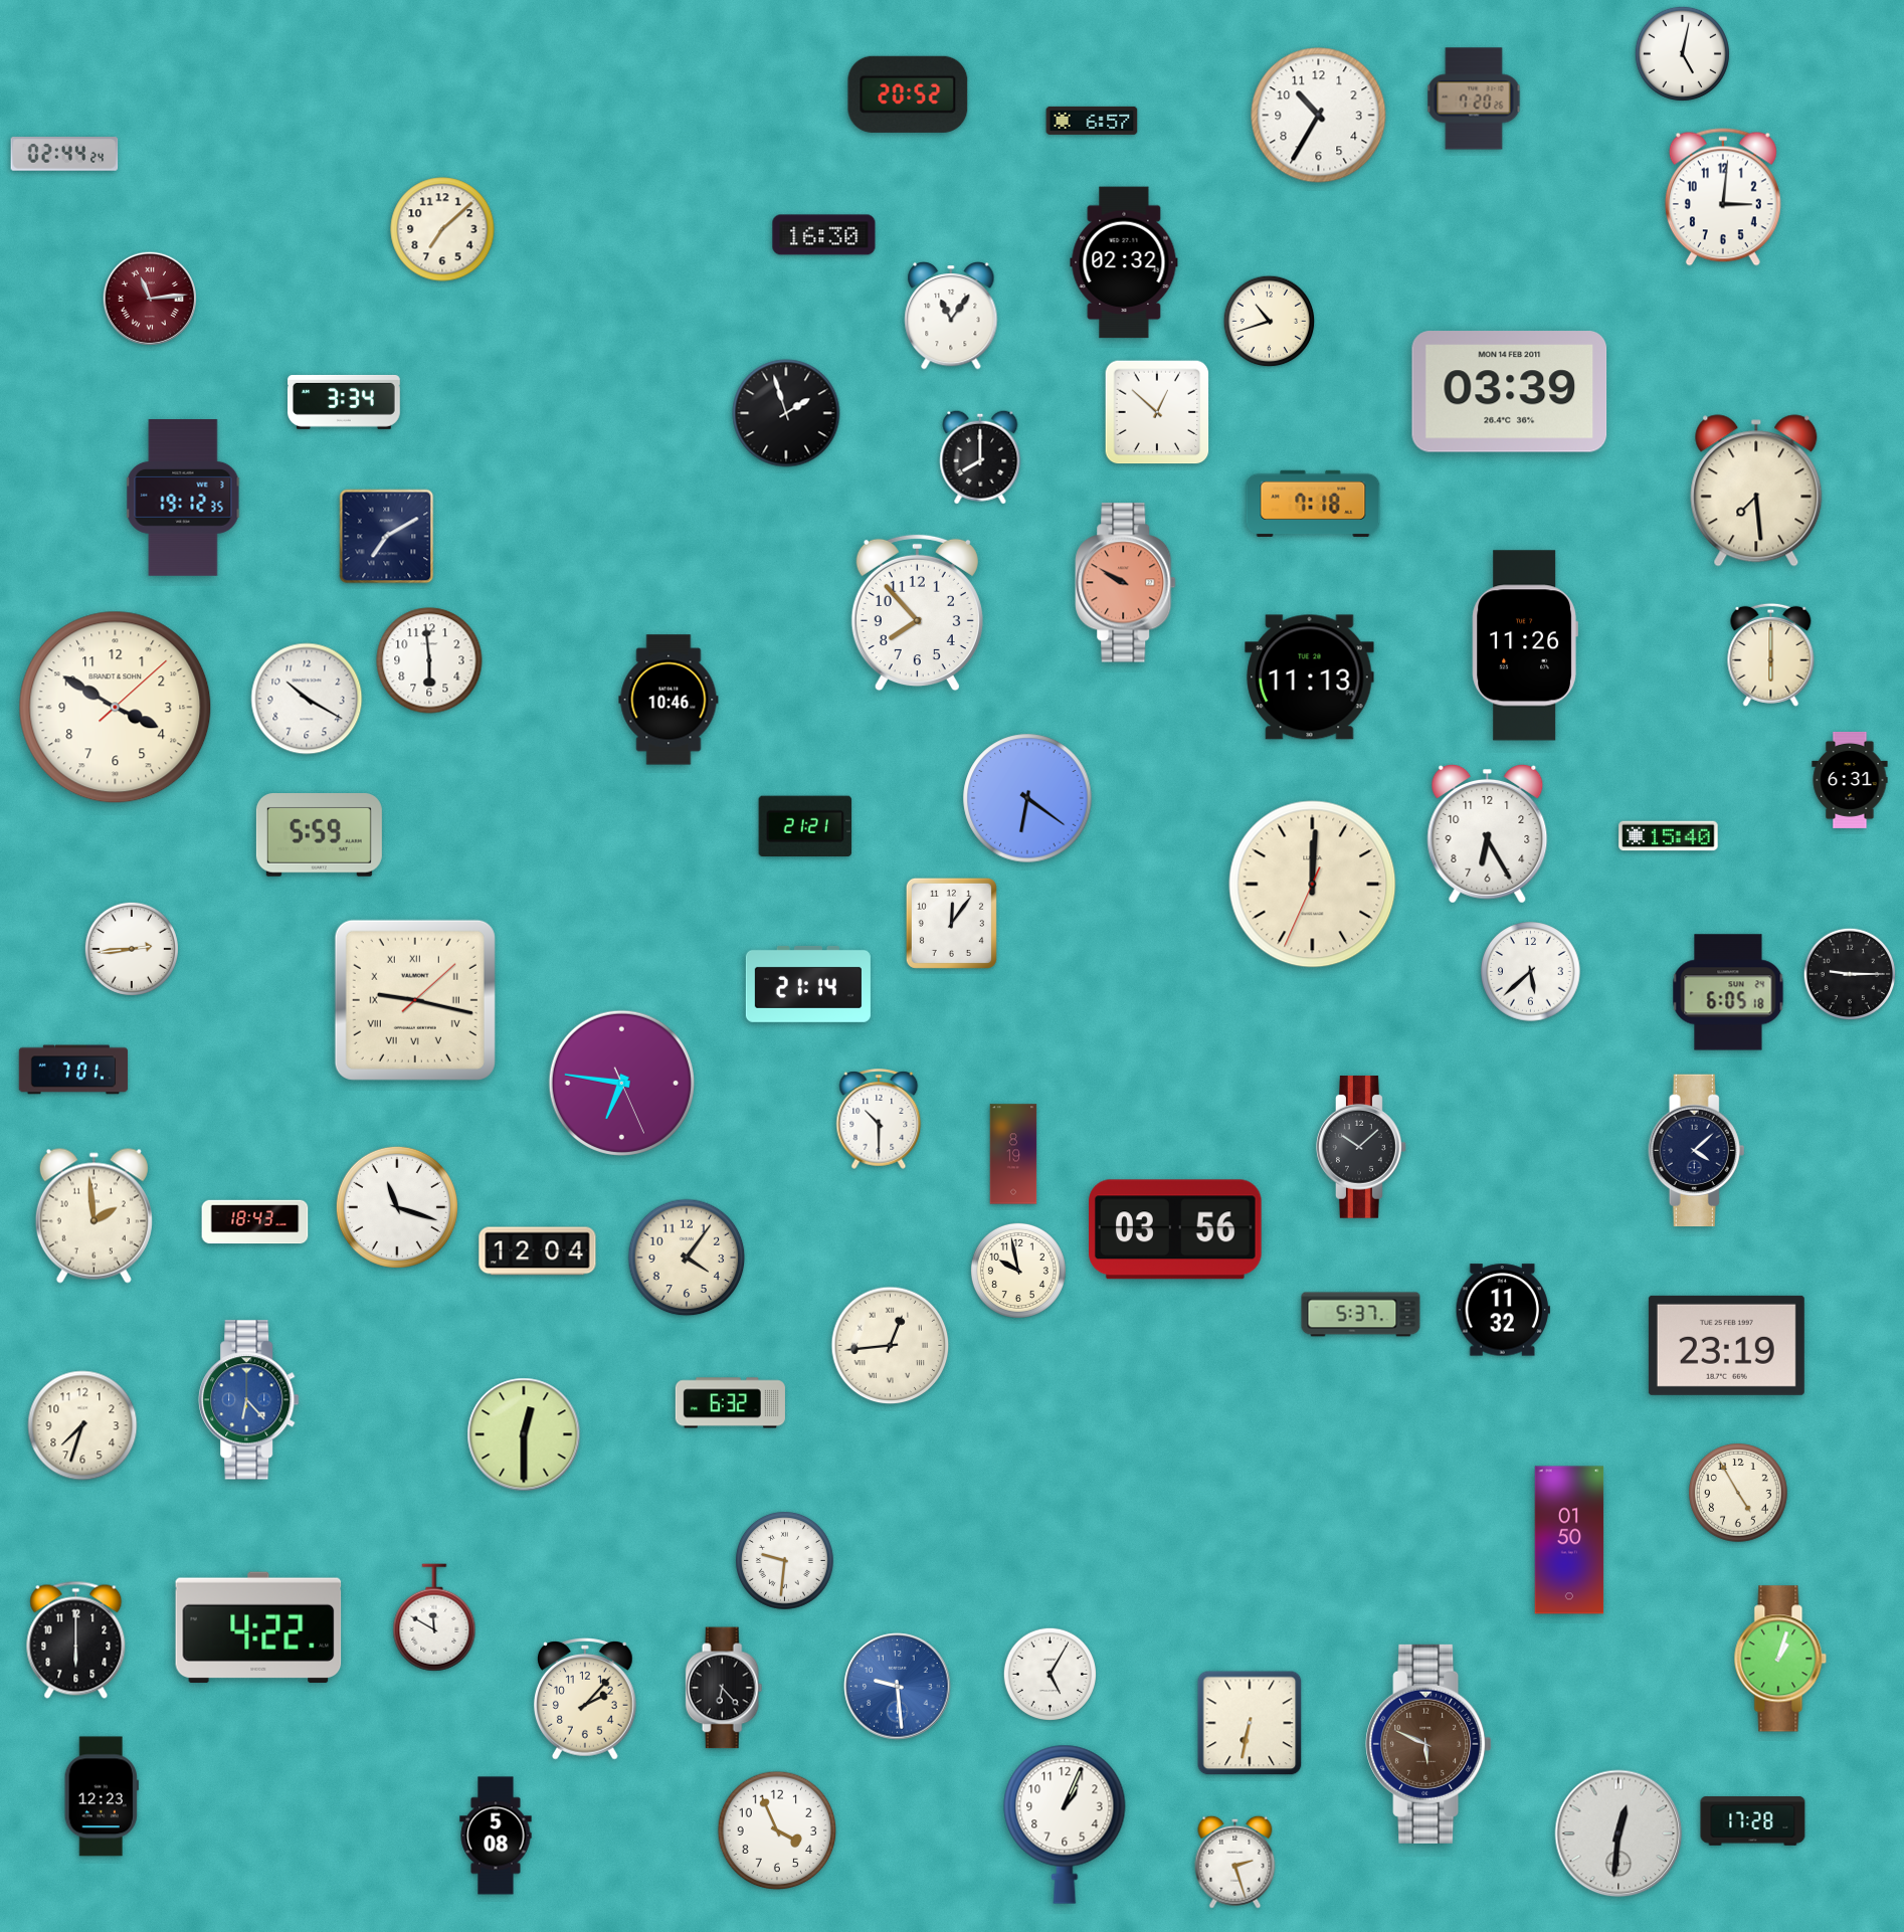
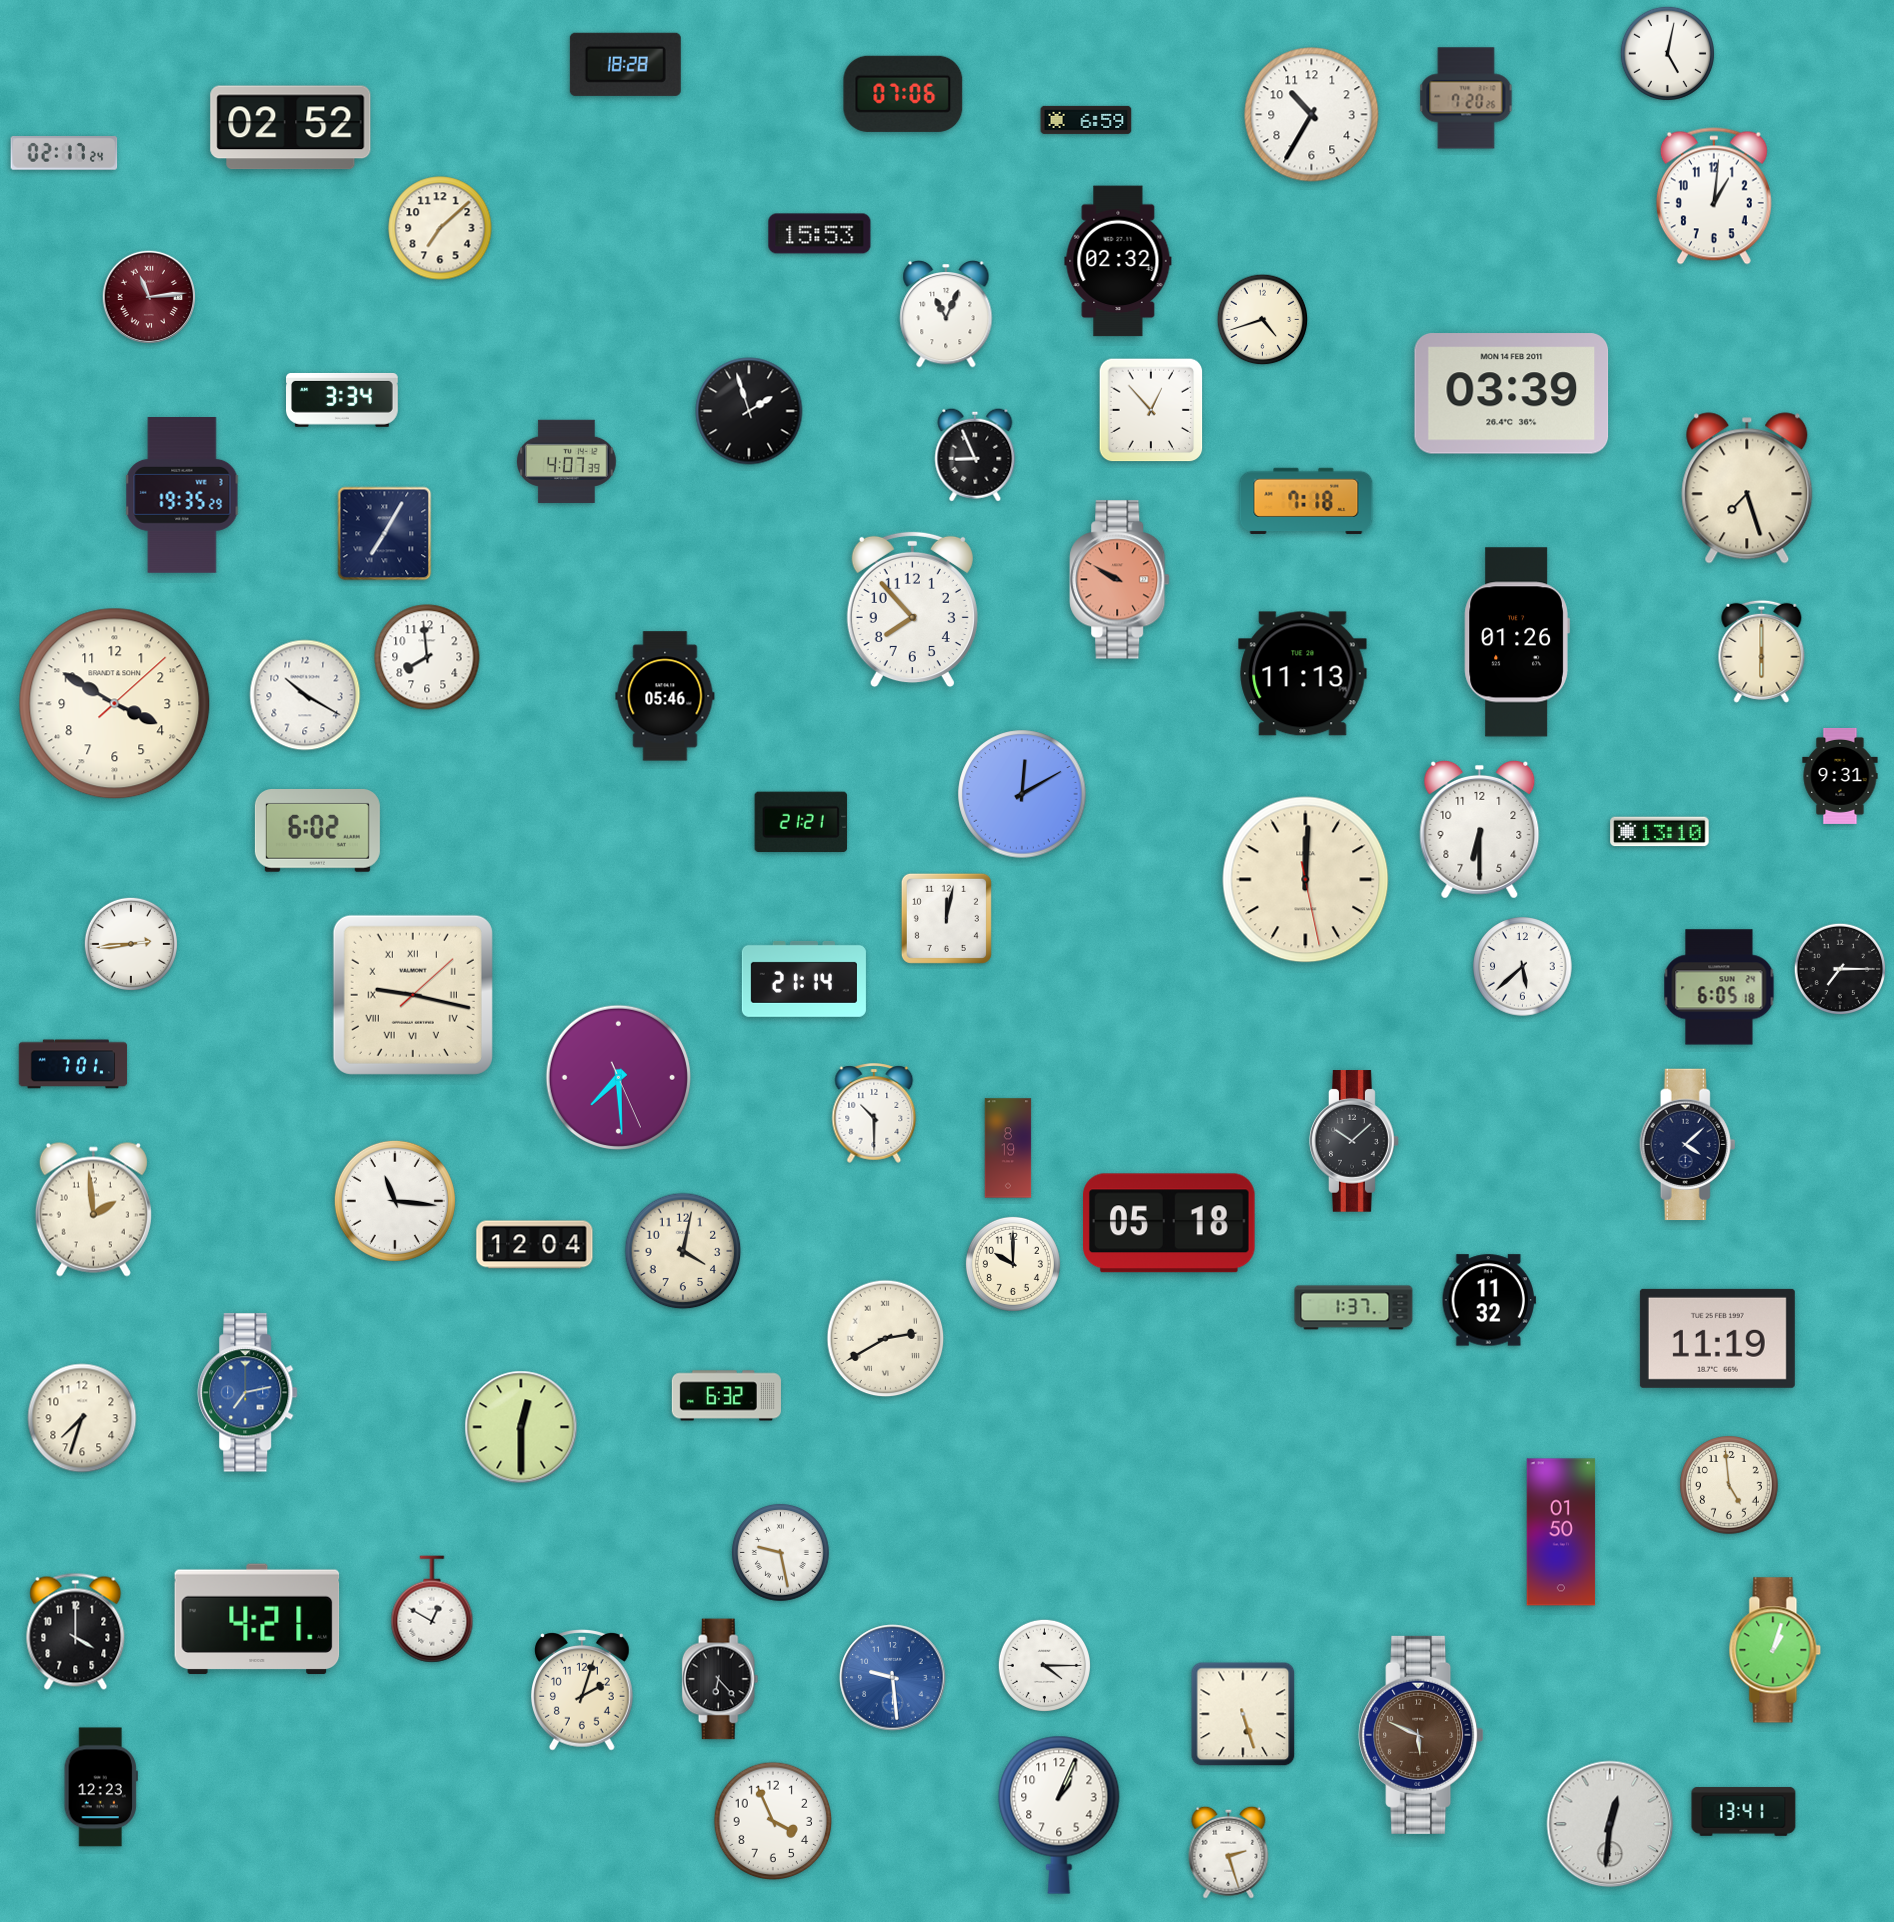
clock at (1682, 53) position: (1682, 53) -> (1667, 53)
clock at (625, 64): none -> 18:28
clock at (908, 94): 20:52 -> 07:06
clock at (1092, 121): 6:57 -> 6:59
clock at (291, 128): none -> 02:52
clock at (64, 155): 02:44 -> 02:17
clock at (1723, 197): 3:01 -> 1:01
clock at (824, 235): 16:30 -> 15:53
clock at (951, 317): 11:06 -> 11:04
clock at (1270, 322): 10:42 -> 4:42
clock at (1510, 392) position: (1510, 392) -> (1512, 394)
clock at (1157, 412): 12:52 -> 12:53
clock at (786, 413) position: (786, 413) -> (749, 411)
clock at (980, 457): 8:00 -> 8:56
clock at (567, 461): none -> 4:07
clock at (1756, 491): 7:29 -> 7:27
clock at (183, 499): 19:12 -> 19:35
clock at (387, 537): 7:10 -> 7:05
clock at (1525, 645): 11:26 -> 01:26
clock at (429, 660): 5:59 -> 7:59
clock at (669, 700): 10:46 -> 05:46
clock at (1850, 780): 6:31 -> 9:31
clock at (1027, 798): 6:21 -> 12:10
clock at (1488, 833): 6:25 -> 6:30
clock at (319, 835): 5:59 -> 6:02
clock at (1669, 836): 15:40 -> 13:10
clock at (1313, 885): 12:00:34 -> 12:00:28
clock at (951, 923): 12:06 -> 12:02
clock at (1850, 974): 9:15 -> 7:15
clock at (621, 1083): 6:46 -> 7:29
clock at (397, 1207): 11:18 -> 11:16
clock at (255, 1222): 18:43 -> none
clock at (1176, 1229): 03:56 -> 05:18
clock at (687, 1258): 4:06 -> 4:02
clock at (1018, 1271): 9:58 -> 10:00
clock at (1503, 1310) position: (1503, 1310) -> (1489, 1300)
clock at (1361, 1315): 5:37 -> 1:37
clock at (1726, 1345): 23:19 -> 11:19
clock at (891, 1346): 12:44 -> 2:40
clock at (249, 1400): 6:23 -> 7:13
clock at (1739, 1494): 4:55 -> 4:59
clock at (785, 1561): 9:31 -> 9:28
clock at (434, 1617): 11:50 -> 12:50
clock at (258, 1627): 4:22 -> 4:21
clock at (76, 1639): 6:00 -> 4:00
clock at (1780, 1659) position: (1780, 1659) -> (1775, 1650)
clock at (1050, 1674): 5:05 -> 4:15
clock at (586, 1699): 2:07 -> 2:03
clock at (1250, 1723): 6:32 -> 5:27
clock at (1753, 1821): 17:28 -> 13:41
clock at (496, 1836): 5:08 -> none
